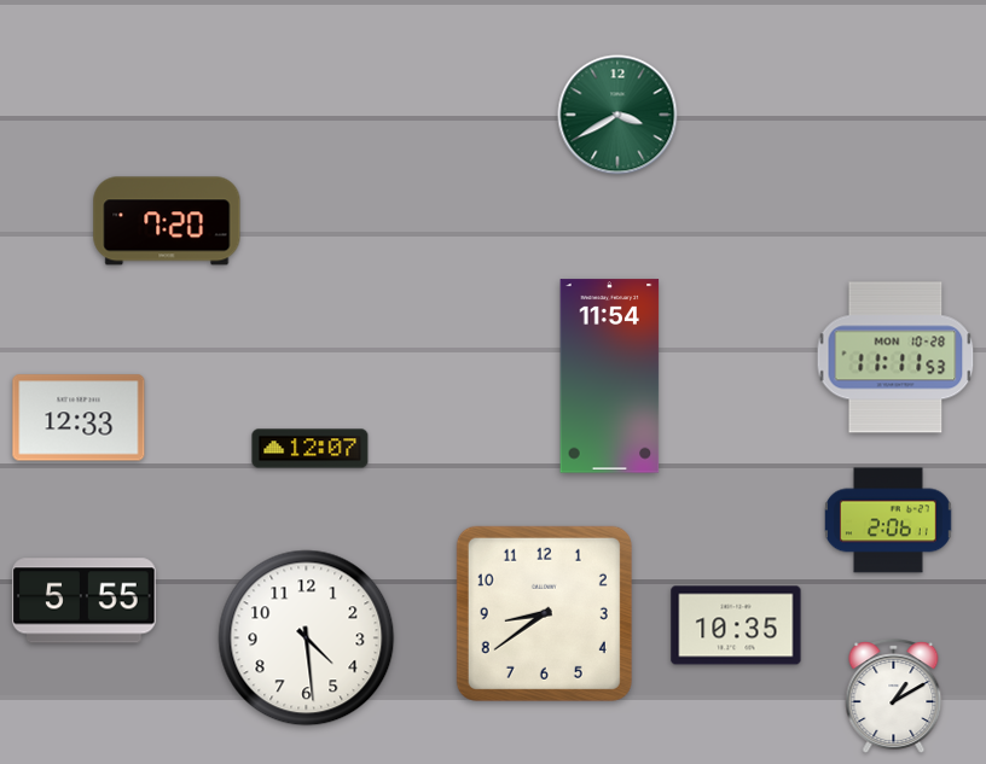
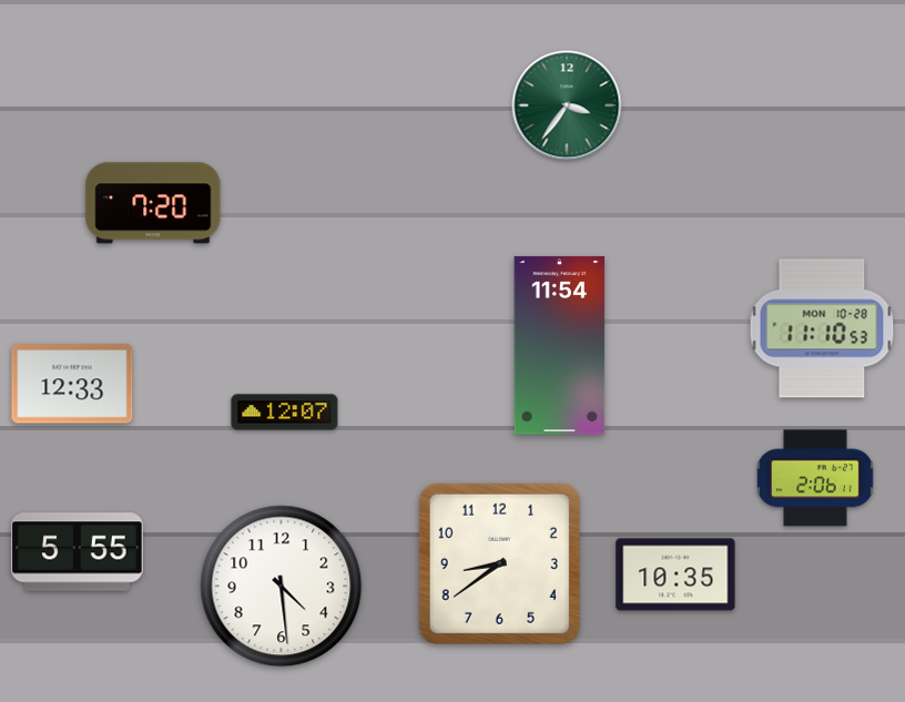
clock at (617, 115): 3:40 -> 3:36
clock at (895, 357): 11:11 -> 11:10
clock at (894, 696): 1:10 -> none
